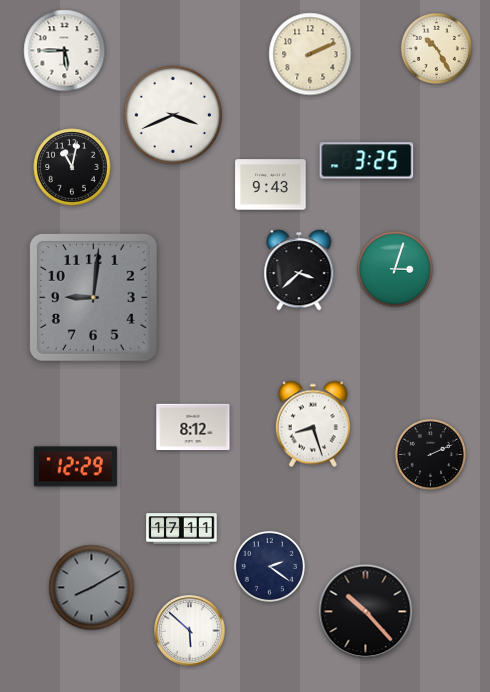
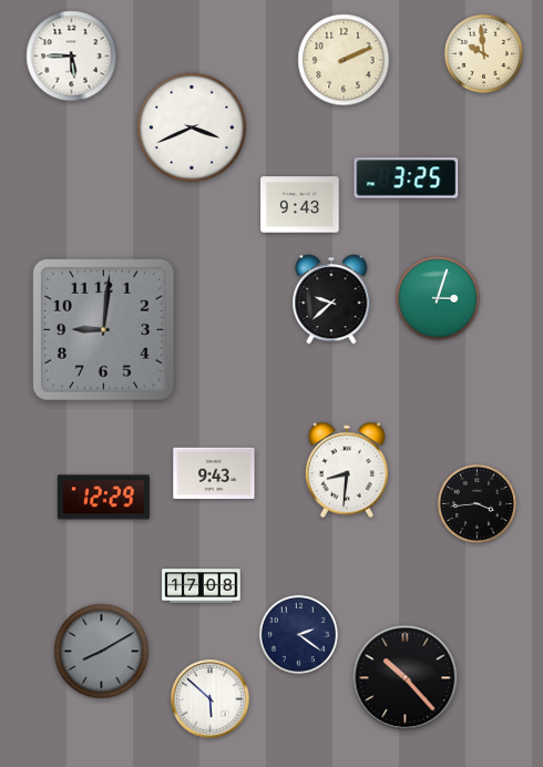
clock at (436, 48): 10:25 -> 9:59
clock at (72, 167): 11:02 -> none
clock at (299, 270): 3:38 -> 9:38
clock at (313, 424): 8:27 -> 8:31
clock at (193, 427): 8:12 -> 9:43
clock at (430, 454): 2:11 -> 3:44
clock at (75, 467) position: (75, 467) -> (103, 498)
clock at (182, 529): 17:11 -> 17:08
clock at (269, 566) position: (269, 566) -> (298, 634)
